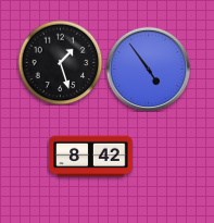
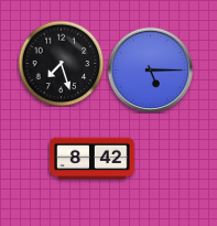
clock at (60, 62): 1:27 -> 7:27
clock at (148, 69): 4:54 -> 5:15
